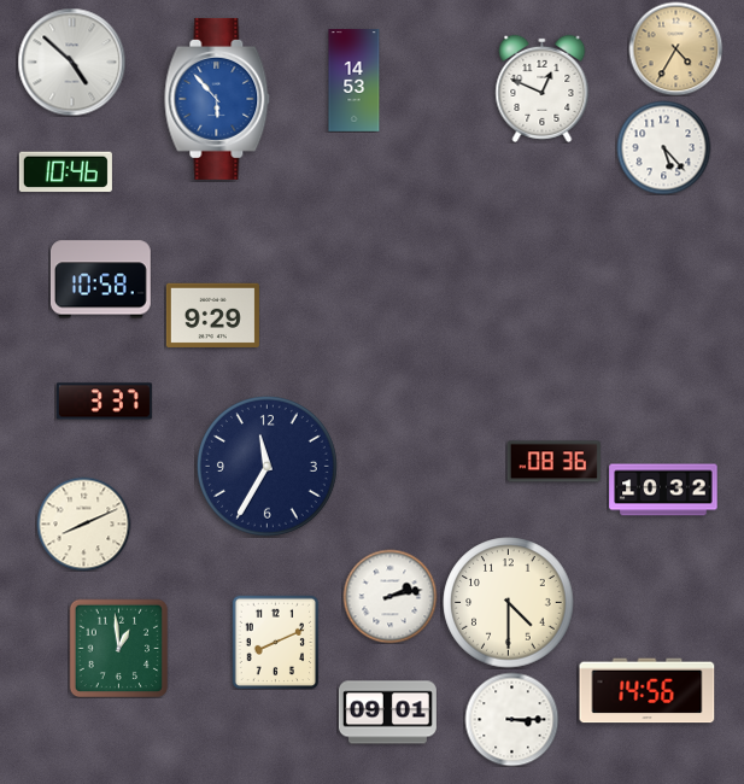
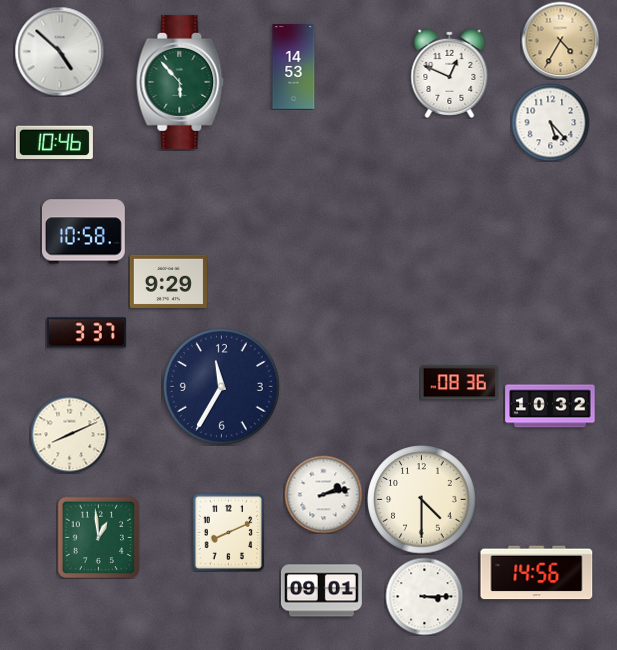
clock at (217, 99) dial: blue -> green
clock at (212, 315) position: (212, 315) -> (168, 281)
